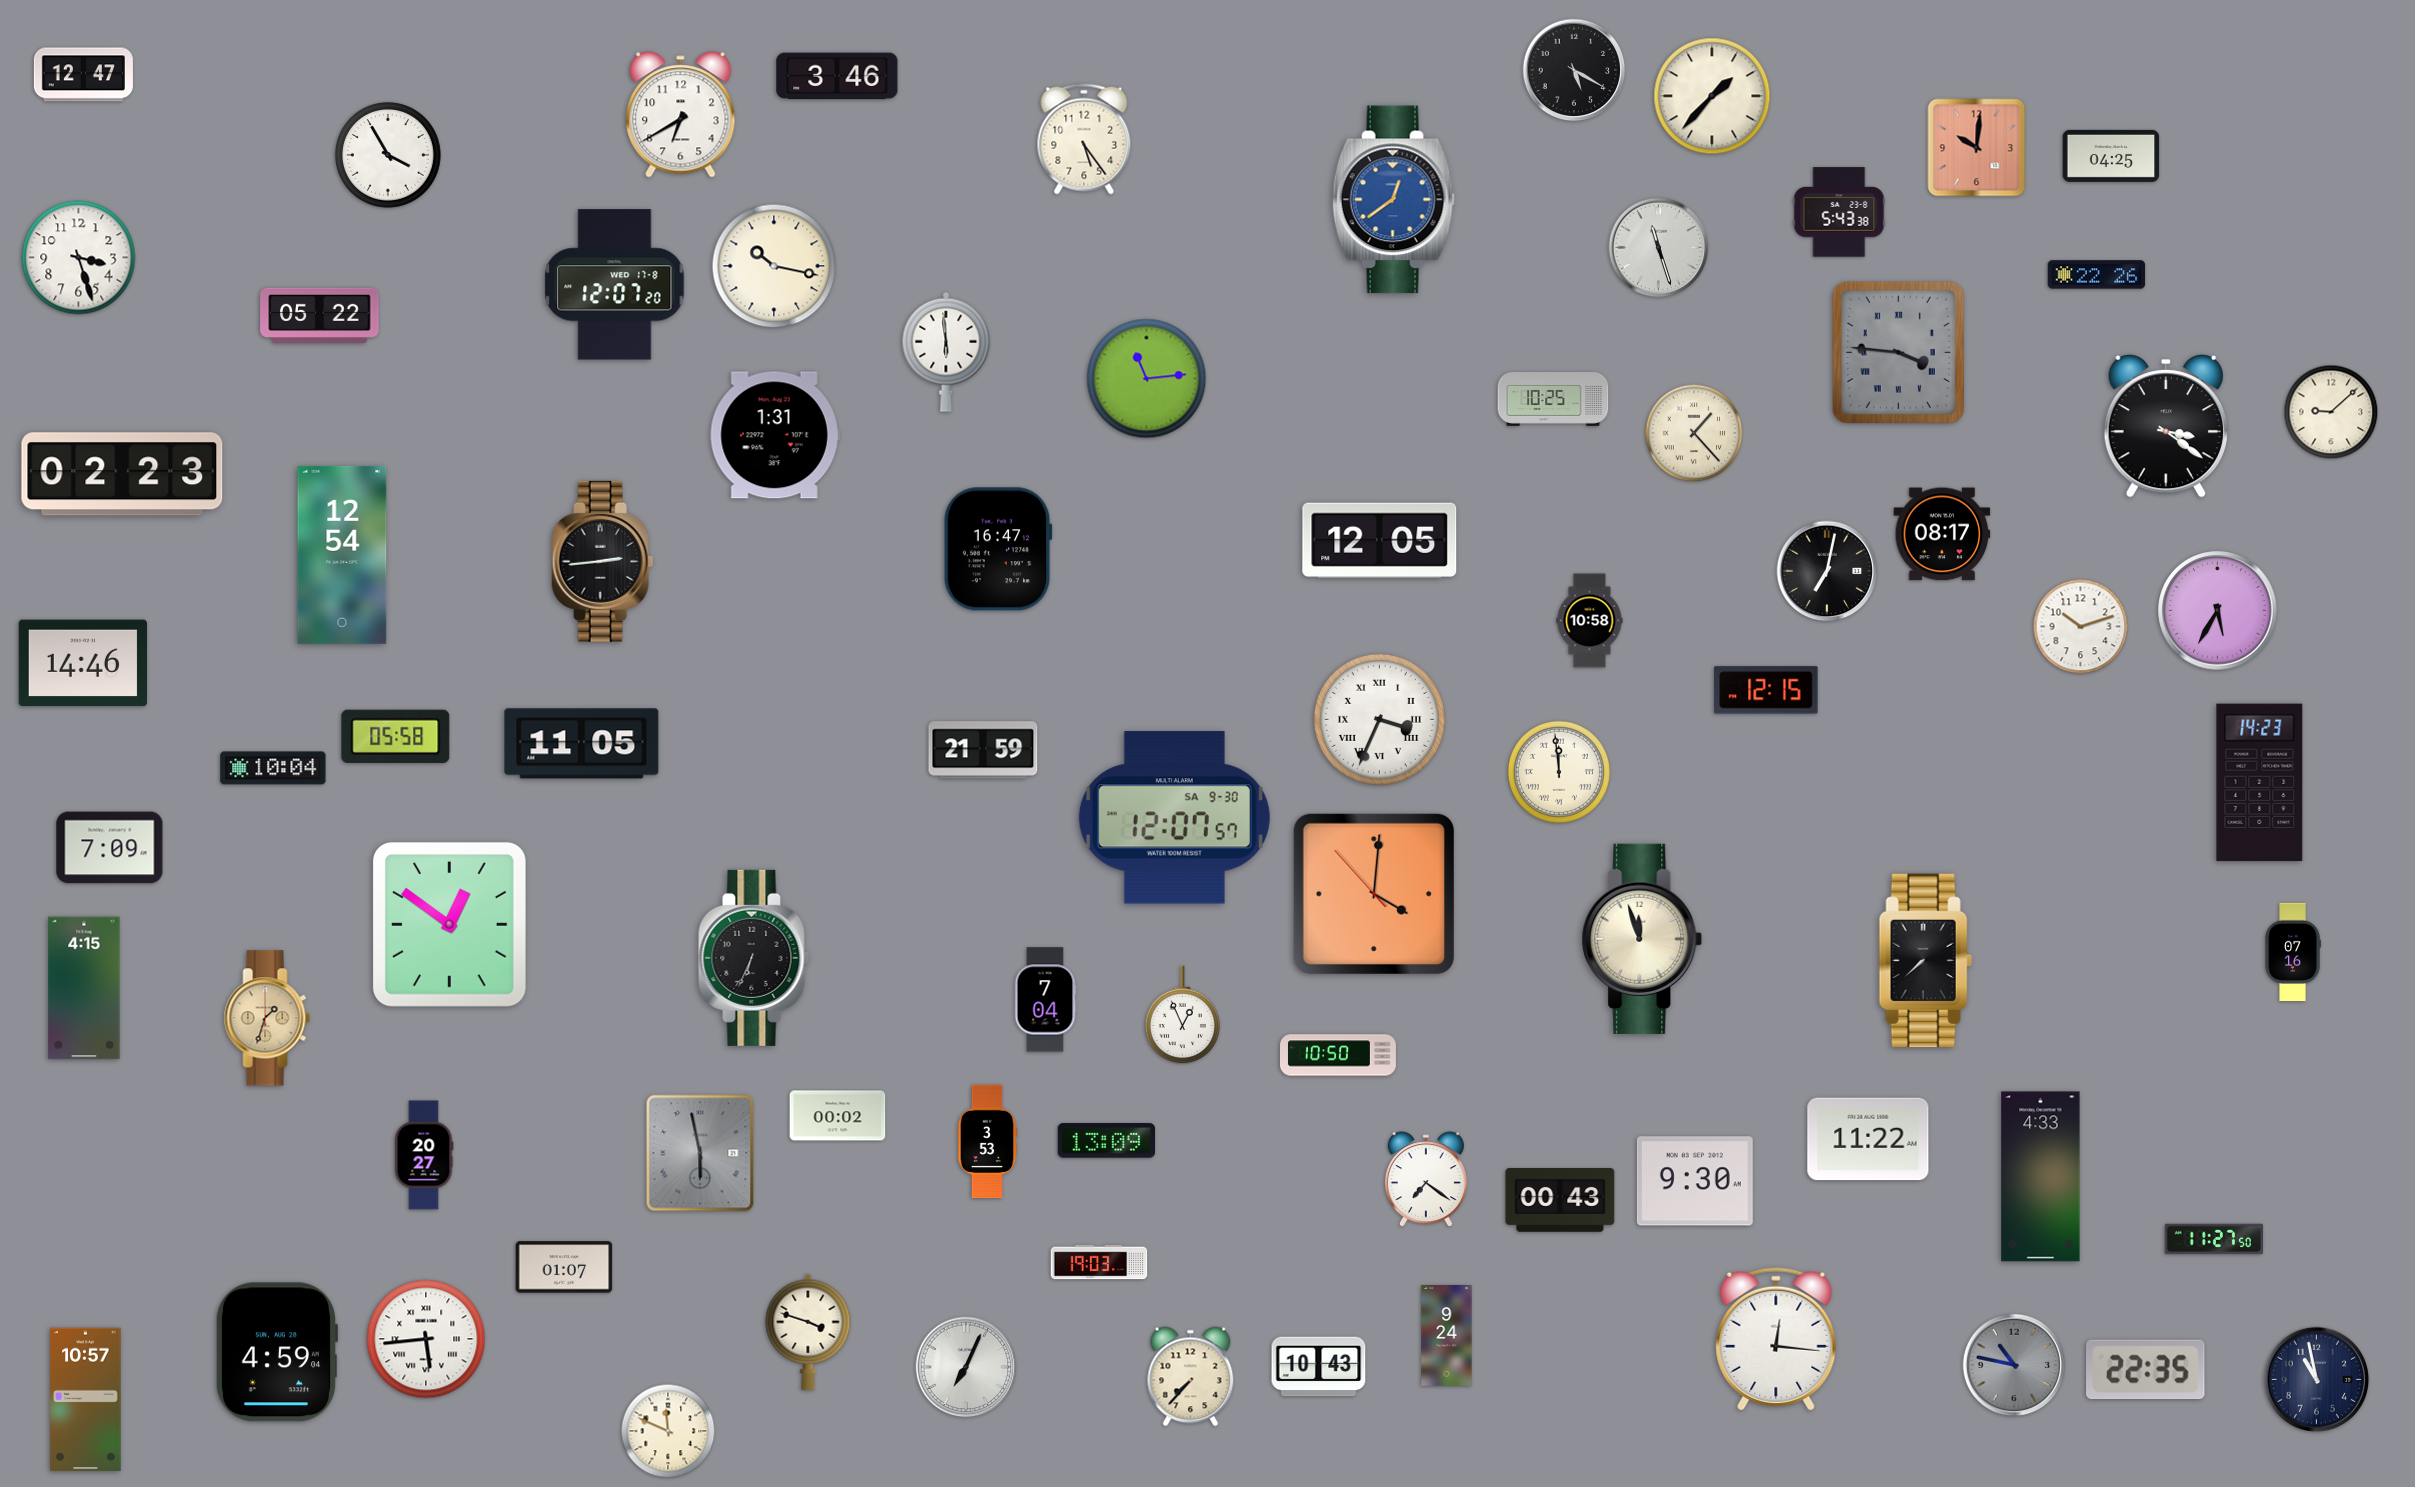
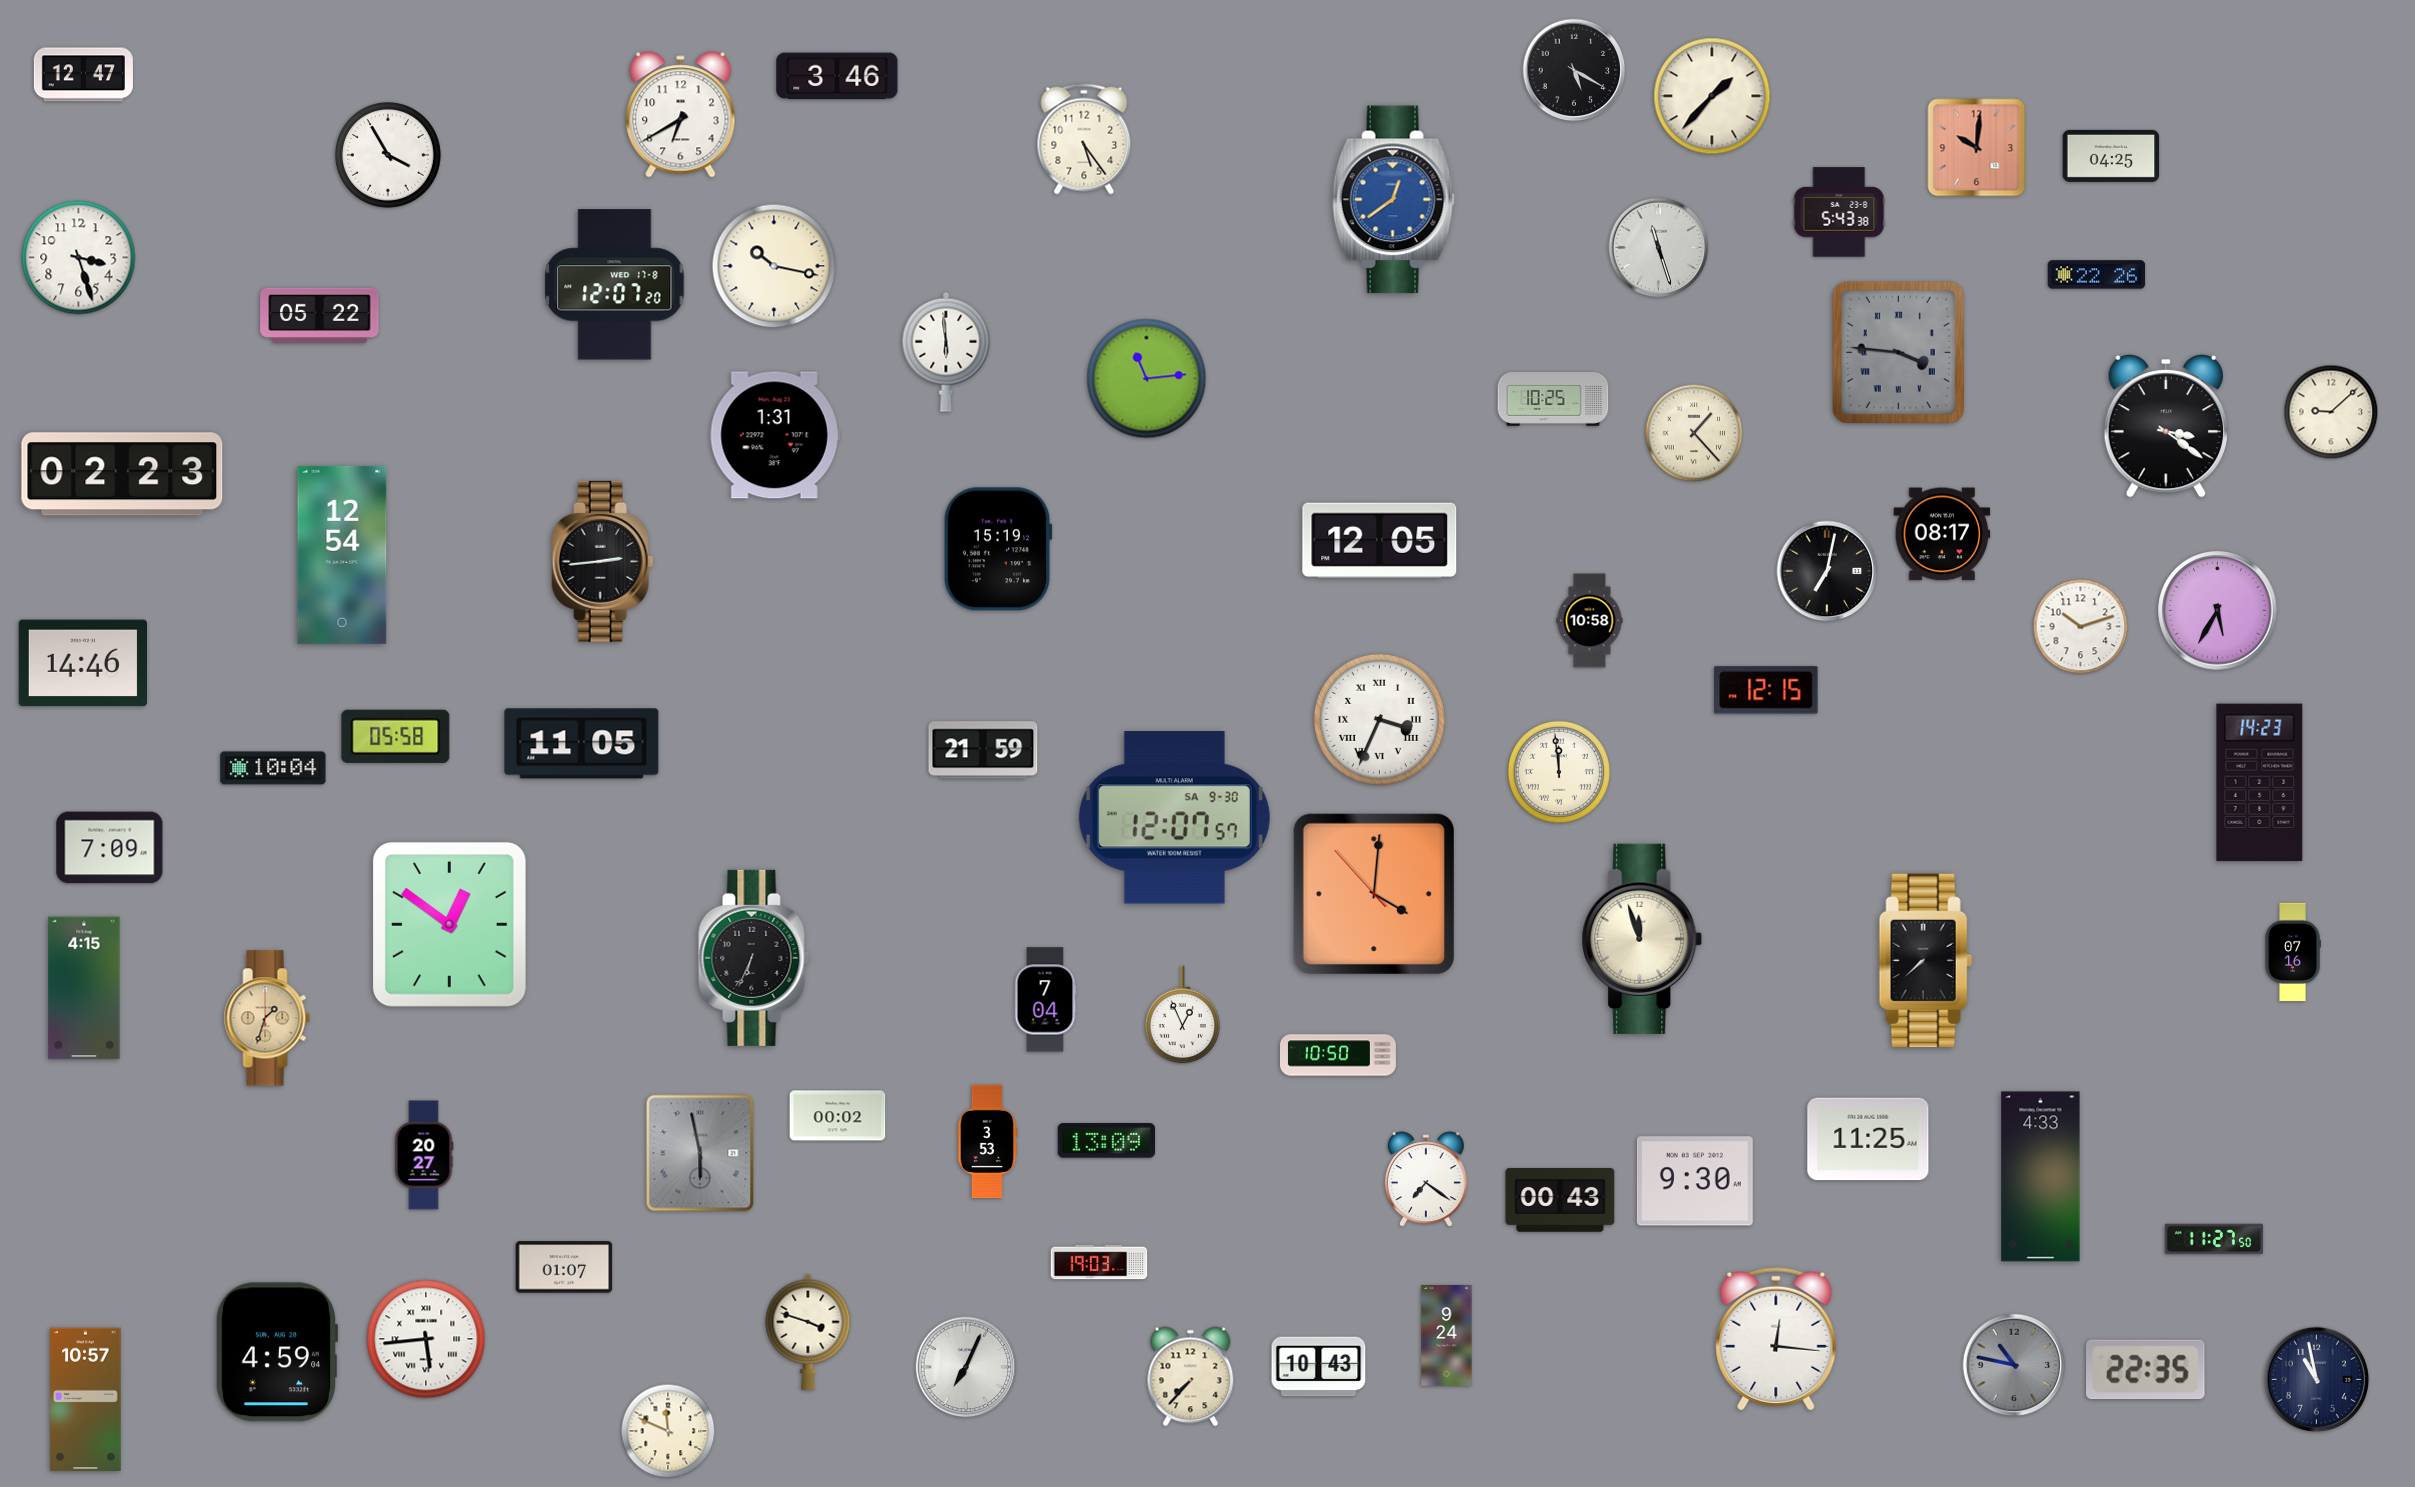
clock at (998, 549): 16:47 -> 15:19
clock at (1868, 1139): 11:22 -> 11:25
